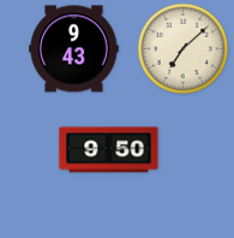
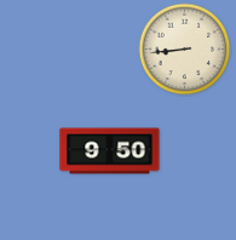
clock at (74, 49): 9:43 -> none
clock at (184, 49): 7:08 -> 8:44
